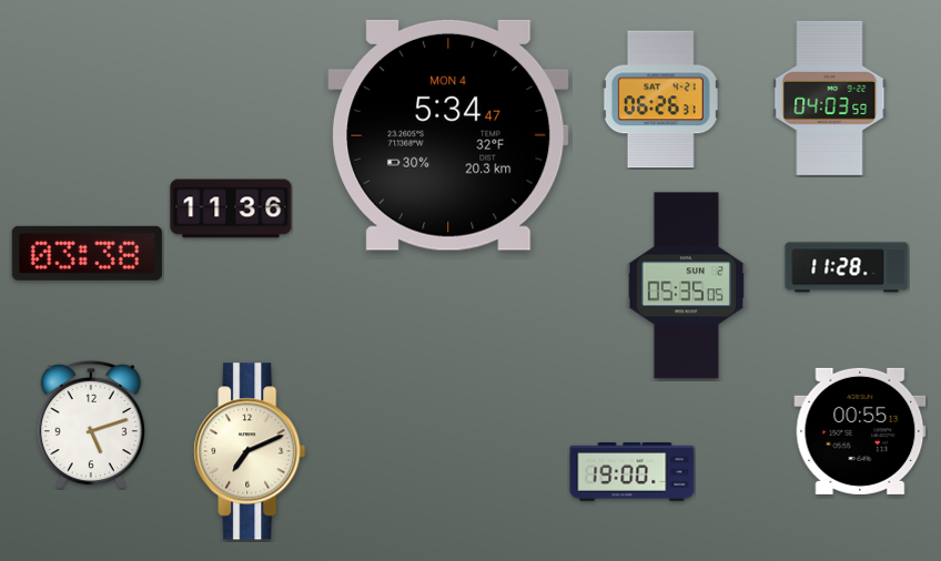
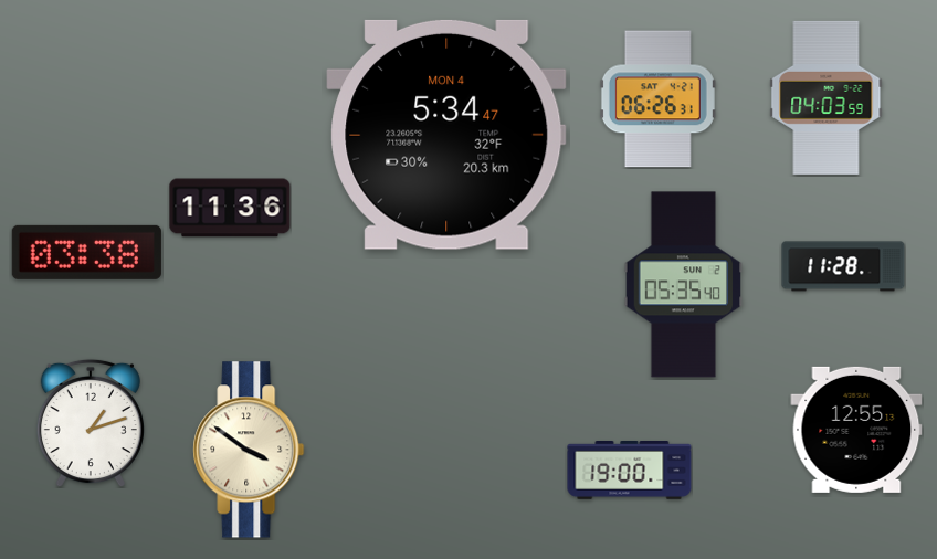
clock at (687, 286): 05:35:05 -> 05:35:40
clock at (91, 425): 5:12 -> 1:12
clock at (860, 431): 00:55 -> 12:55
clock at (250, 451): 7:11 -> 3:51
